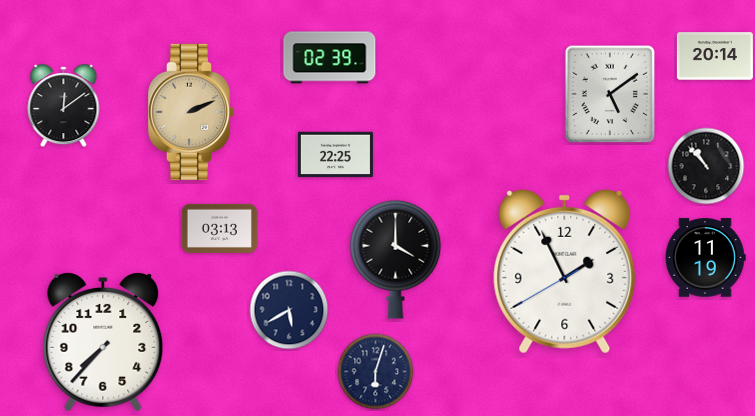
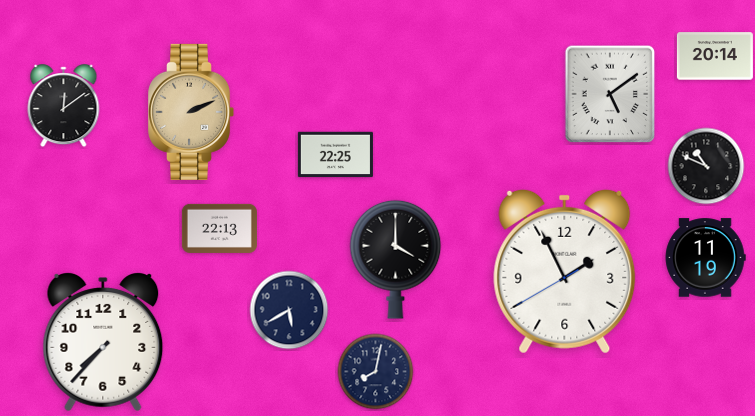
clock at (330, 58): 02:39 -> none
clock at (706, 166): 10:53 -> 10:49
clock at (219, 228): 03:13 -> 22:13
clock at (376, 372): 6:03 -> 8:02
